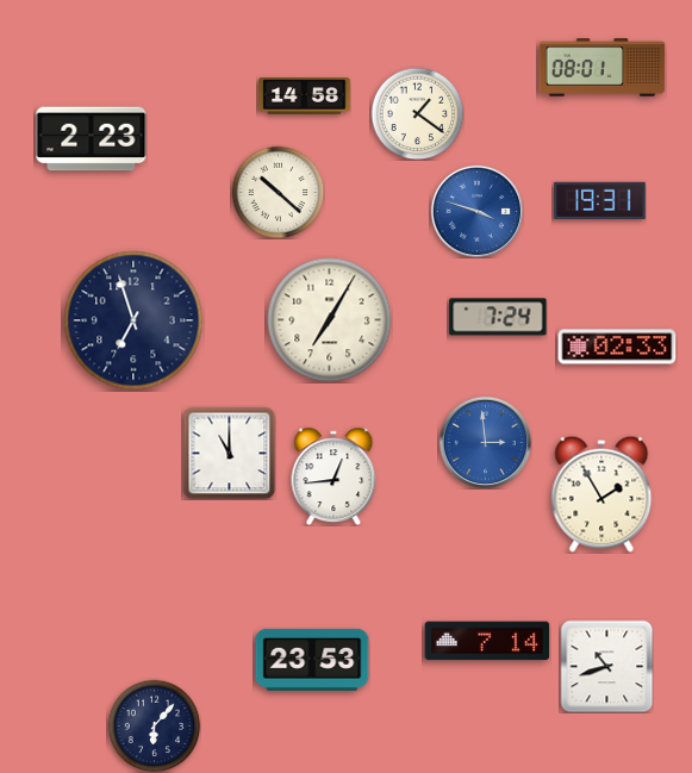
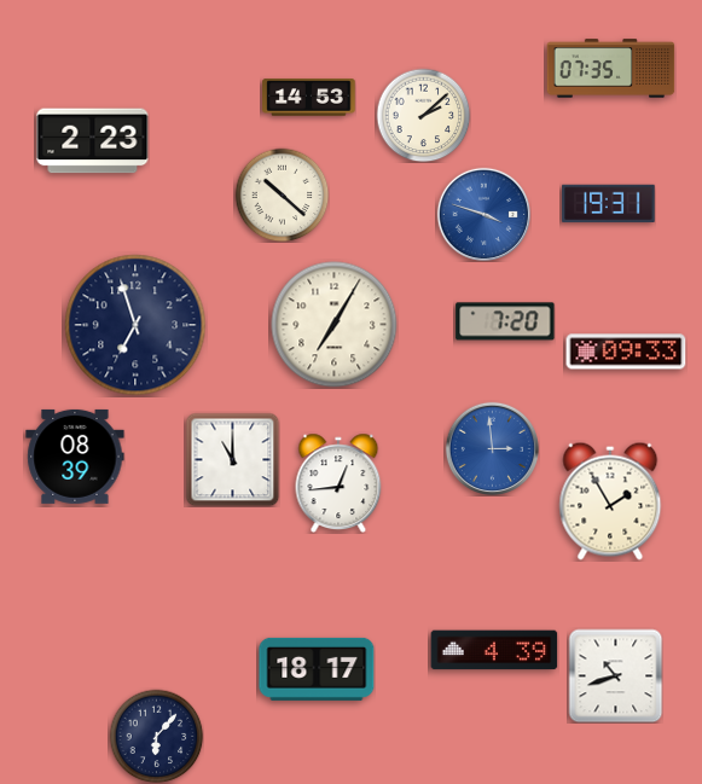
clock at (603, 68): 08:01 -> 07:35
clock at (305, 96): 14:58 -> 14:53
clock at (417, 113): 1:21 -> 2:08
clock at (498, 317): 7:24 -> 7:20
clock at (617, 347): 02:33 -> 09:33
clock at (75, 457): none -> 08:39
clock at (487, 641): 7:14 -> 4:39
clock at (312, 660): 23:53 -> 18:17
